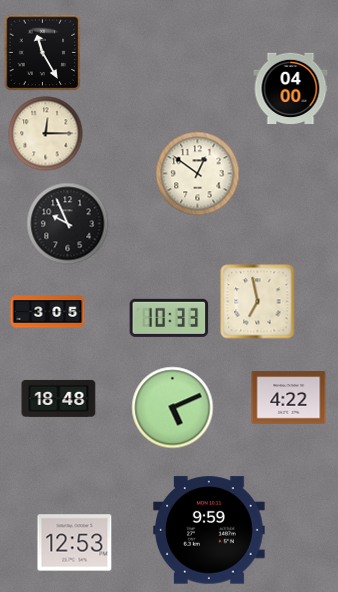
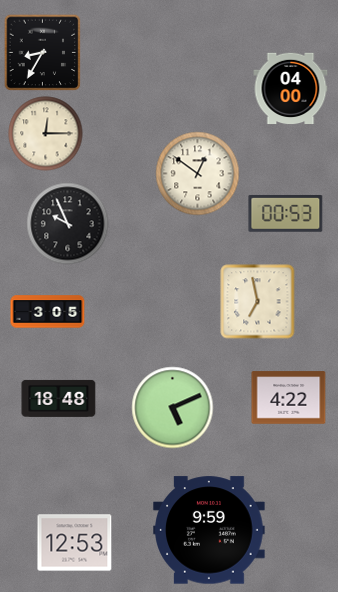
clock at (43, 53): 11:25 -> 8:35
clock at (286, 213): none -> 00:53
clock at (169, 318): 10:33 -> none
